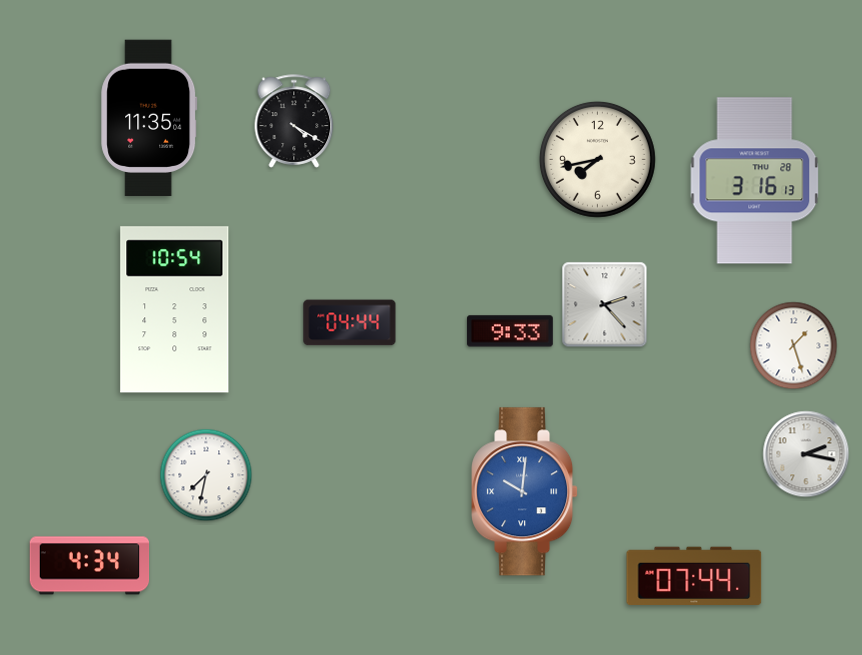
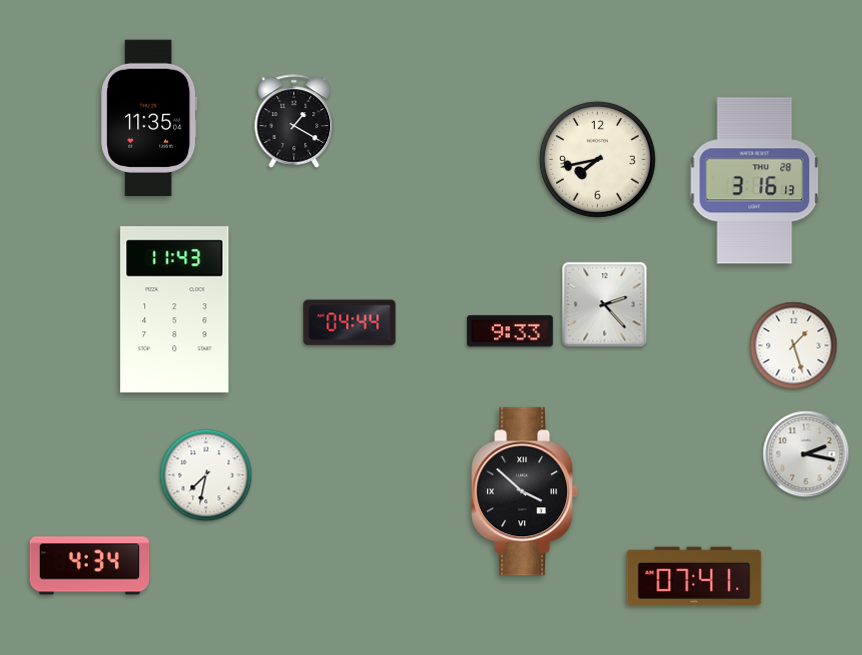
clock at (294, 121): 4:20 -> 1:20
clock at (175, 310): 10:54 -> 11:43
clock at (525, 492): 10:01 -> 3:52
clock at (525, 492) dial: blue -> black
clock at (694, 576): 07:44 -> 07:41
